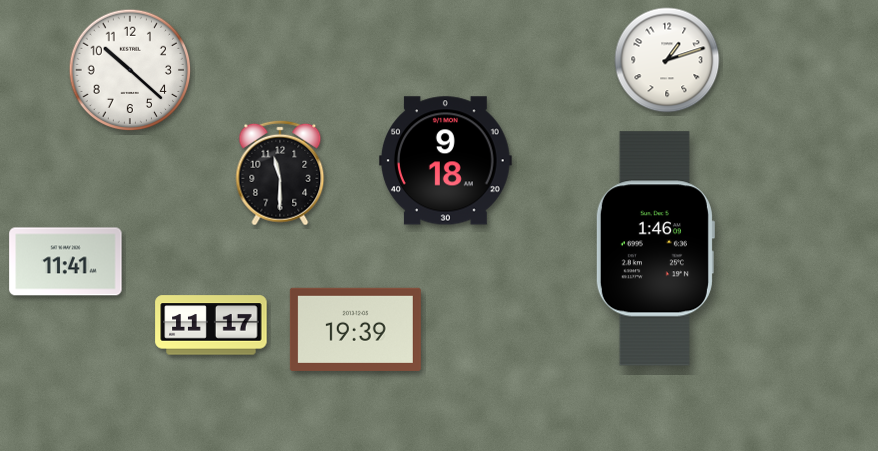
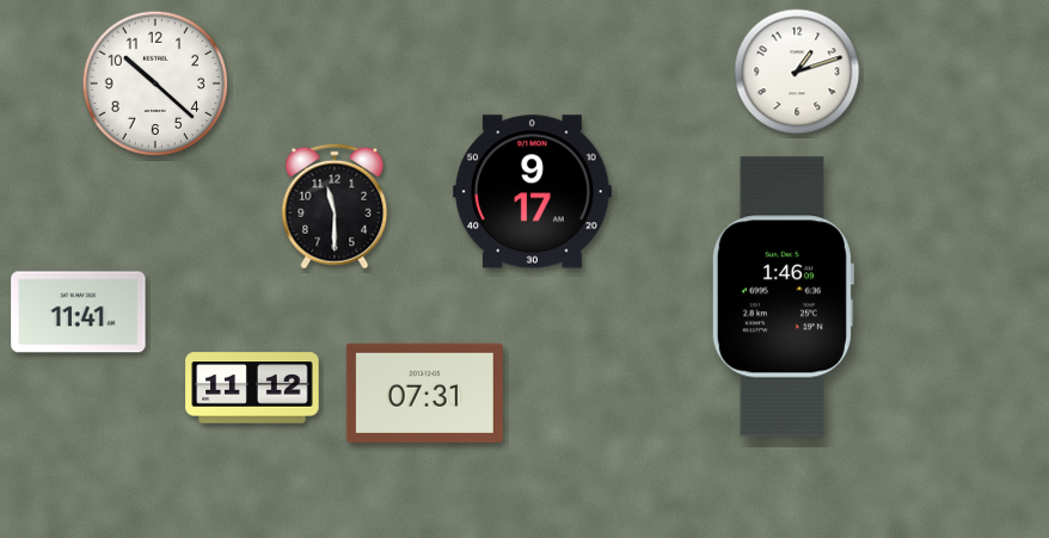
clock at (445, 161): 9:18 -> 9:17
clock at (211, 325): 11:17 -> 11:12
clock at (355, 329): 19:39 -> 07:31
